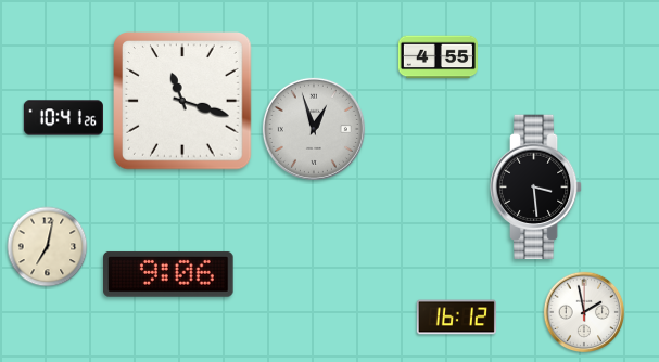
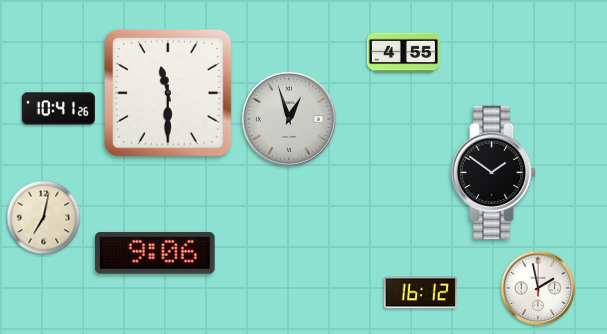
clock at (182, 101): 11:18 -> 11:30
clock at (536, 188): 3:29 -> 1:51
clock at (48, 247) position: (48, 247) -> (44, 218)
